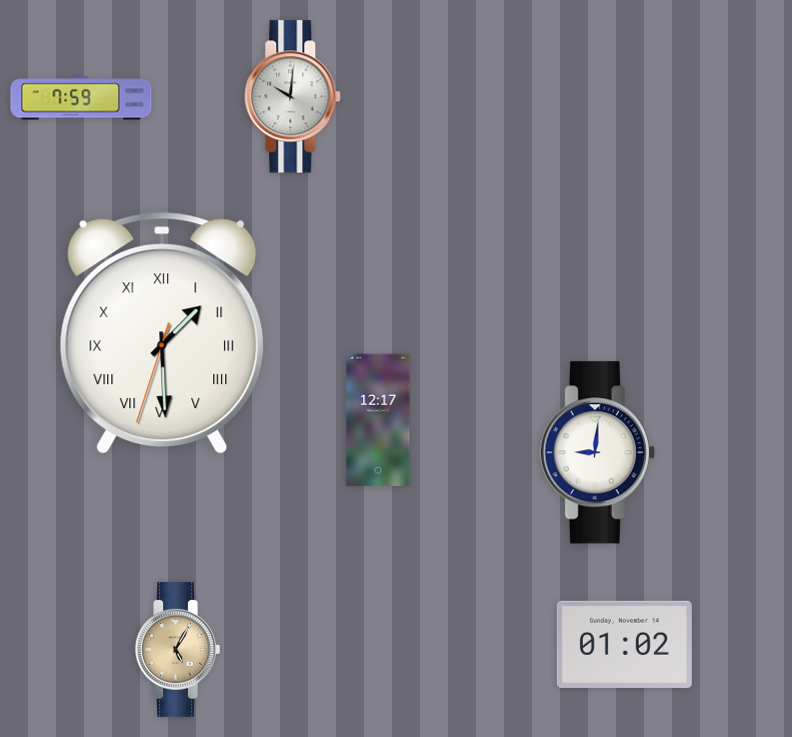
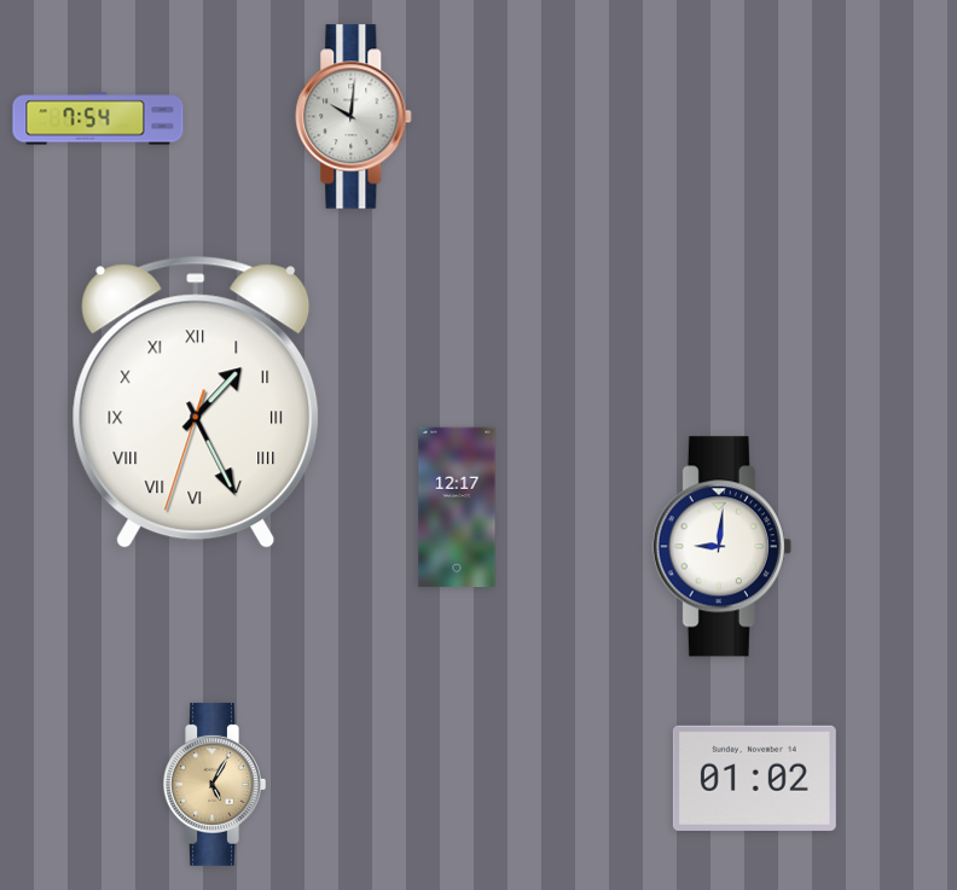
clock at (81, 98): 7:59 -> 7:54
clock at (162, 333): 1:29 -> 1:25
